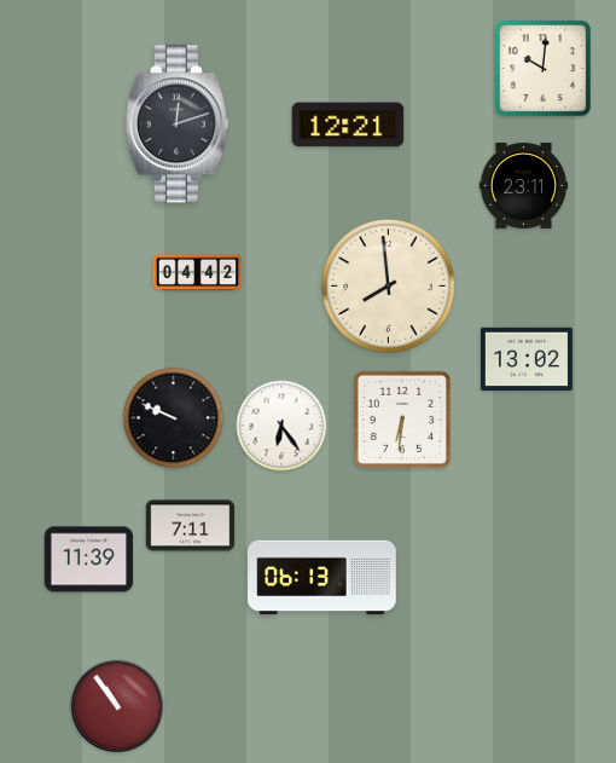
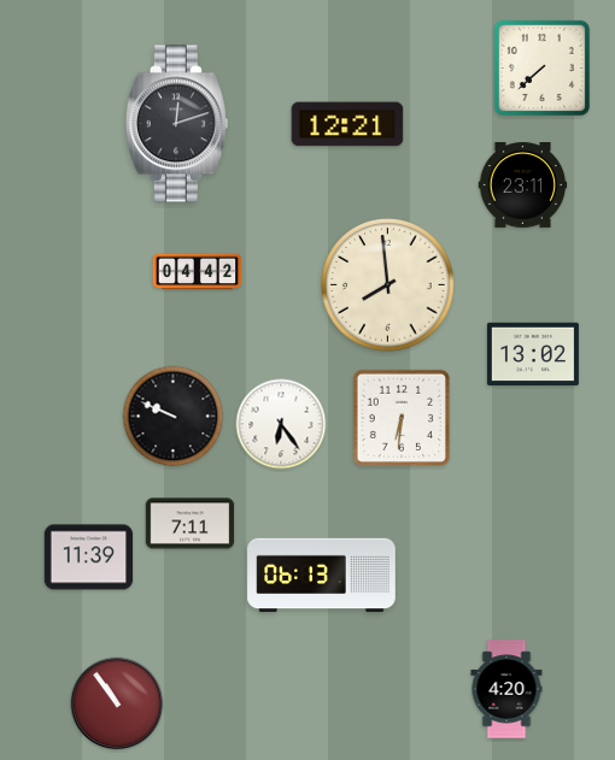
clock at (542, 68): 10:01 -> 7:38
clock at (527, 359) position: (527, 359) -> (533, 354)
clock at (506, 689): none -> 4:20
